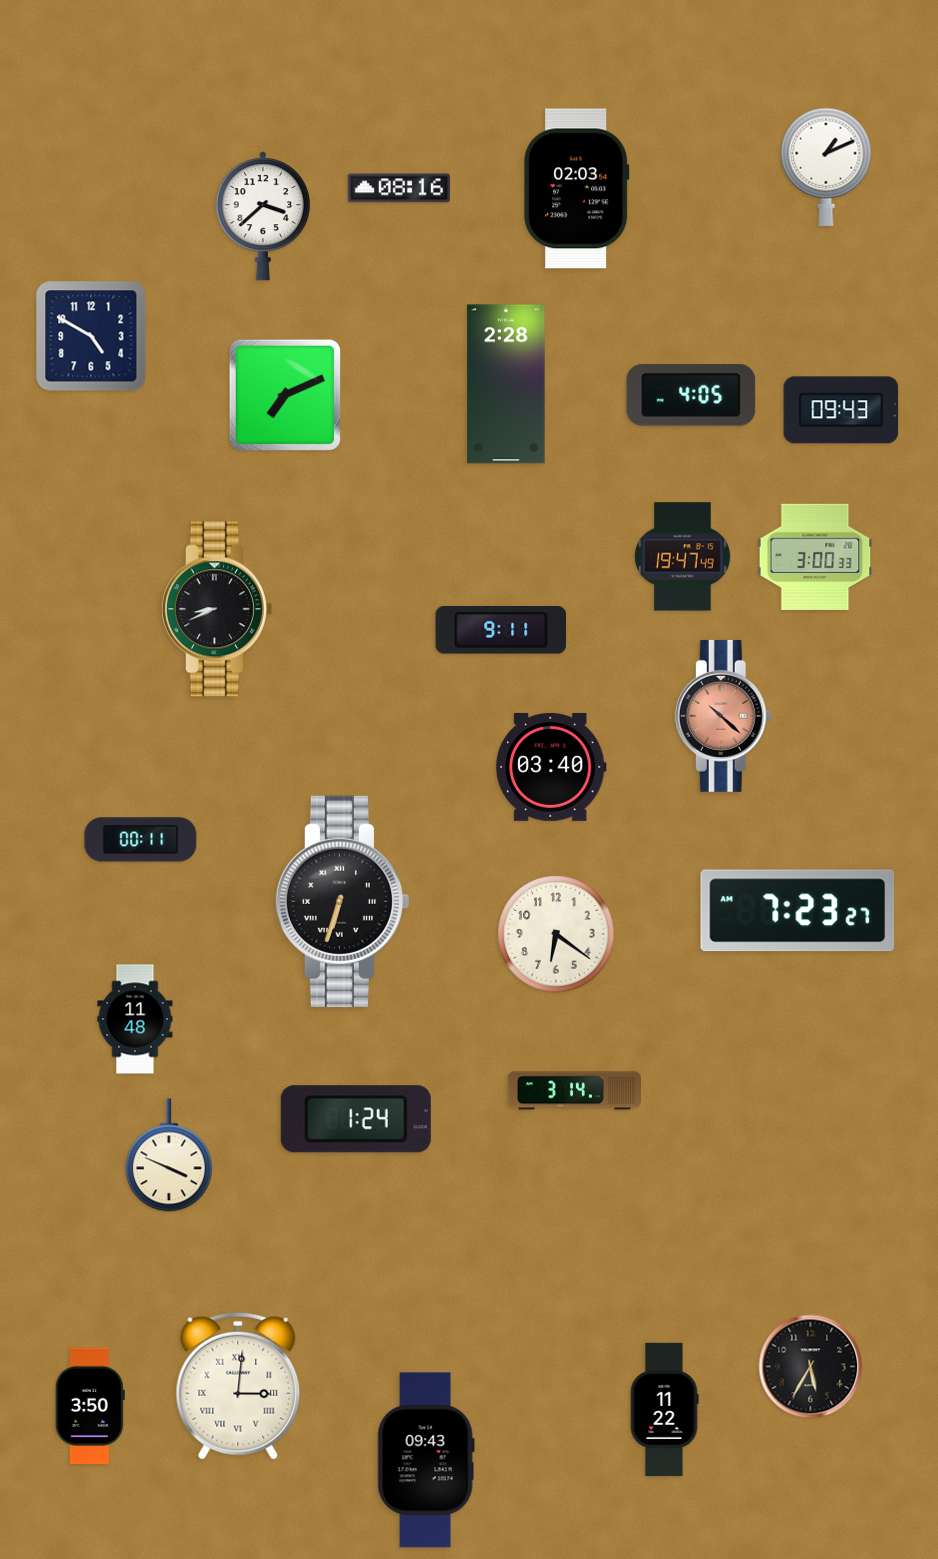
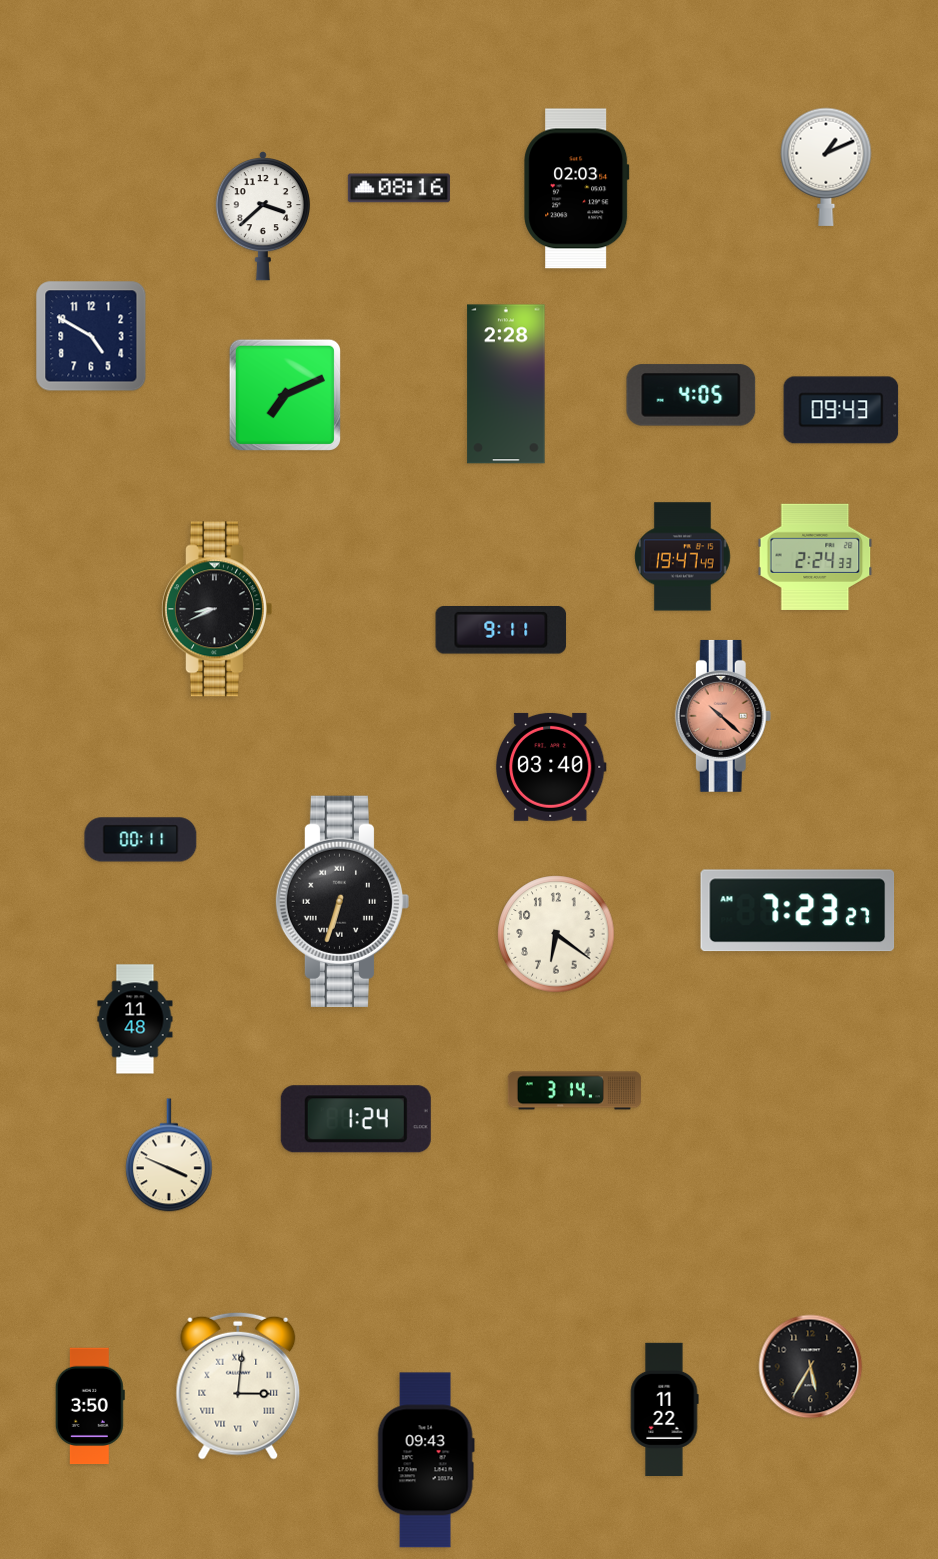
clock at (815, 557): 3:00 -> 2:24
